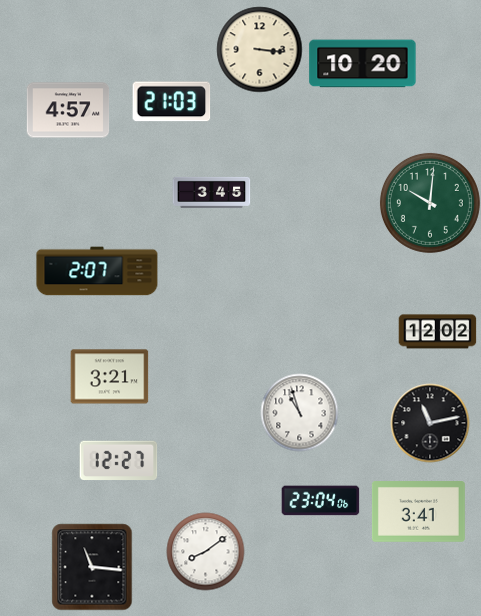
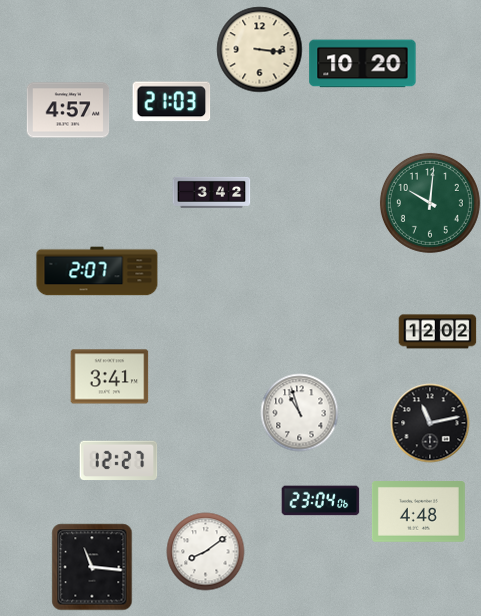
clock at (211, 192): 3:45 -> 3:42
clock at (109, 377): 3:21 -> 3:41
clock at (418, 512): 3:41 -> 4:48
